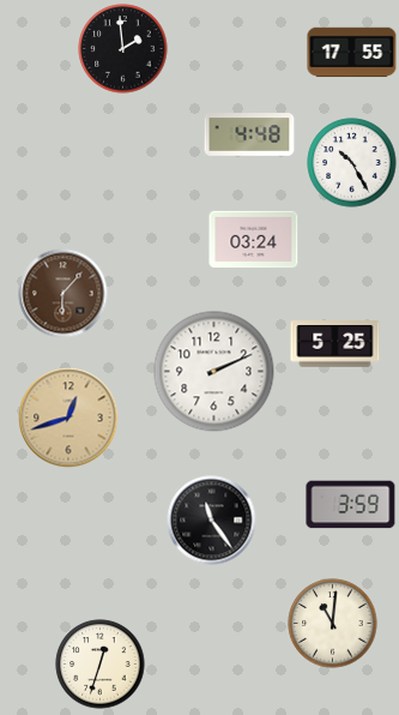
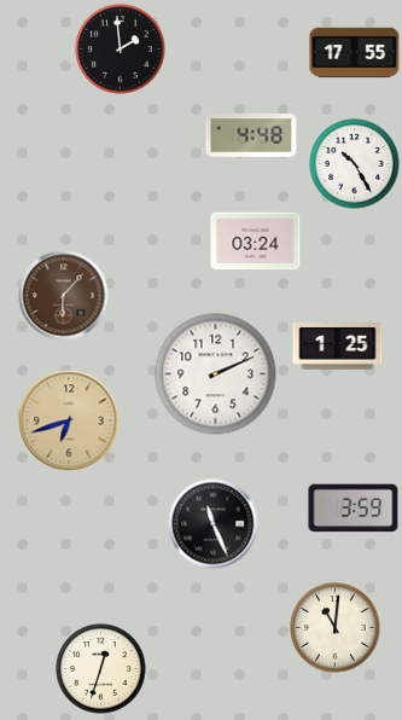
clock at (123, 49) position: (123, 49) -> (121, 50)
clock at (335, 344): 5:25 -> 1:25
clock at (68, 417): 12:42 -> 6:42
clock at (212, 521): 11:24 -> 11:26
